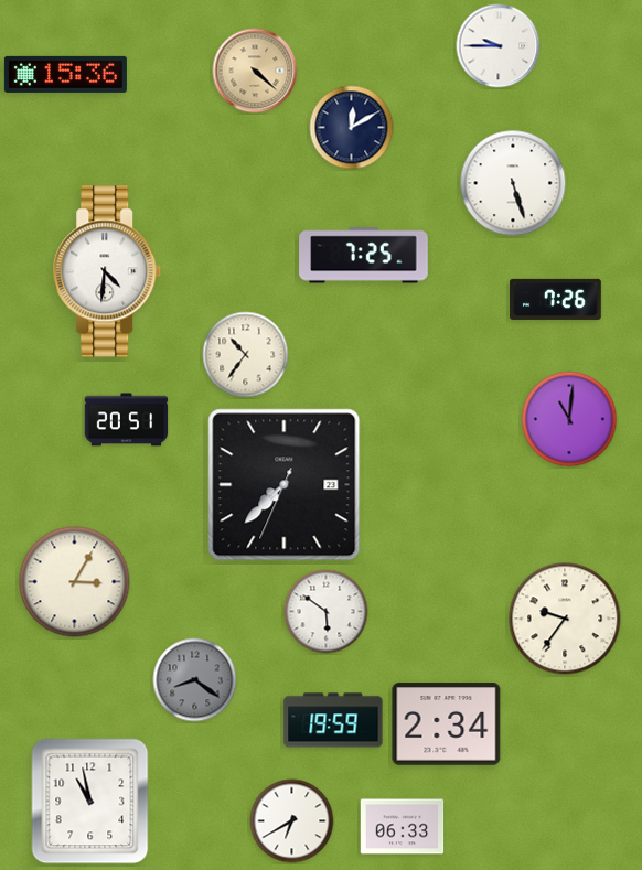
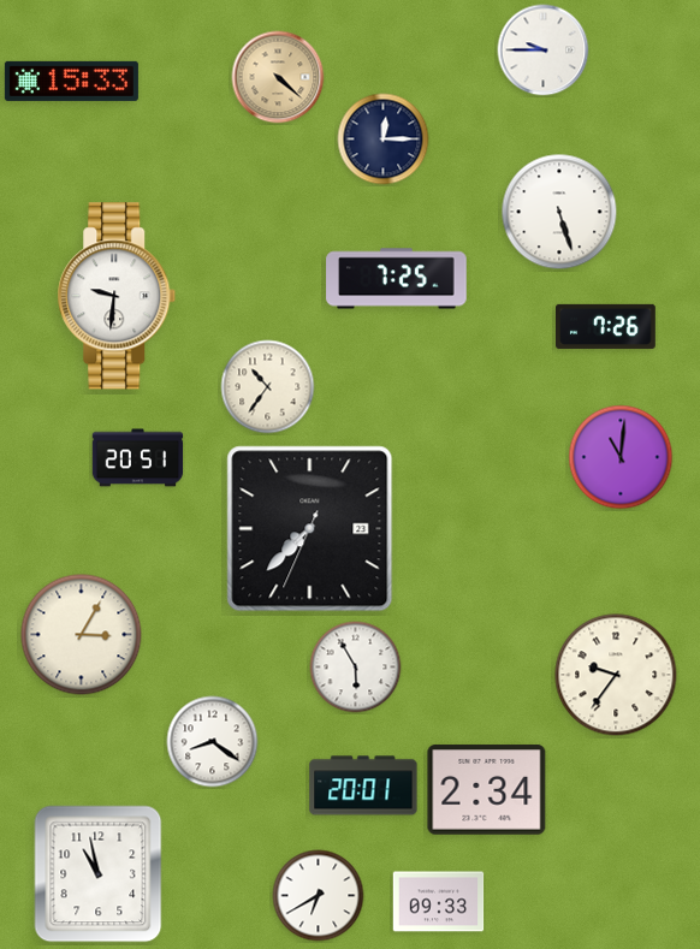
clock at (65, 74): 15:36 -> 15:33
clock at (352, 128): 12:10 -> 12:15
clock at (513, 183) position: (513, 183) -> (559, 212)
clock at (107, 271): 4:31 -> 9:31
clock at (327, 612): 5:51 -> 5:55
clock at (195, 680) dial: grey -> white
clock at (333, 720): 19:59 -> 20:01
clock at (403, 827): 06:33 -> 09:33
